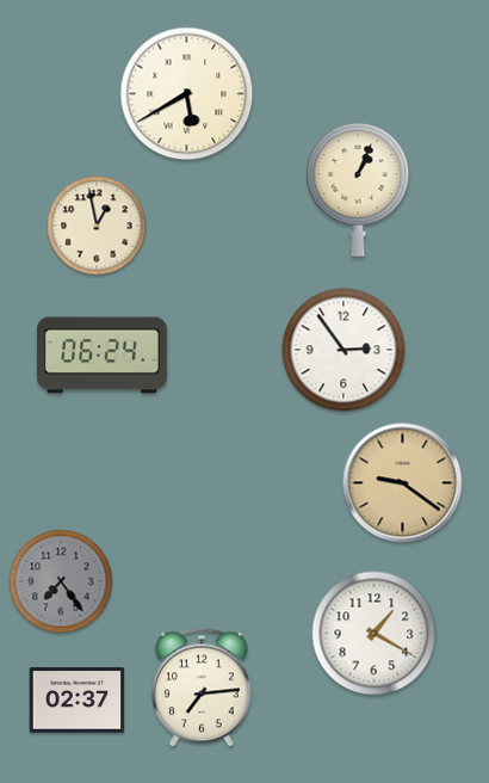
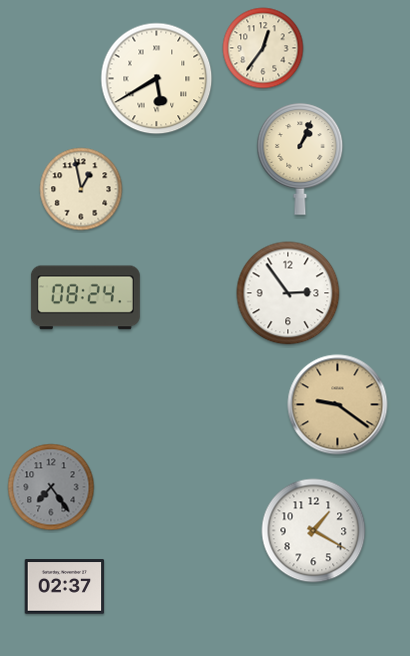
clock at (263, 48): none -> 12:36
clock at (101, 356): 06:24 -> 08:24
clock at (202, 688): 7:14 -> none
